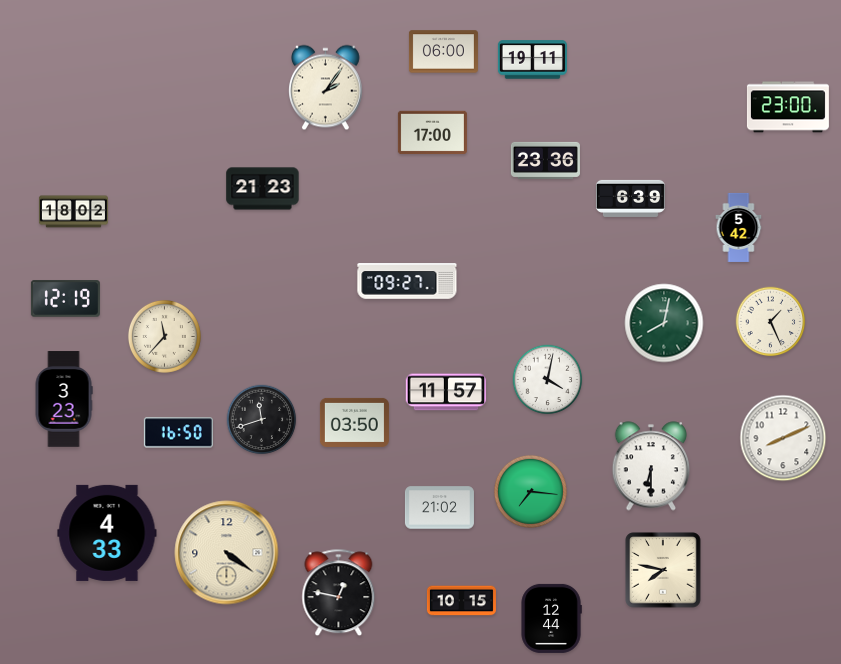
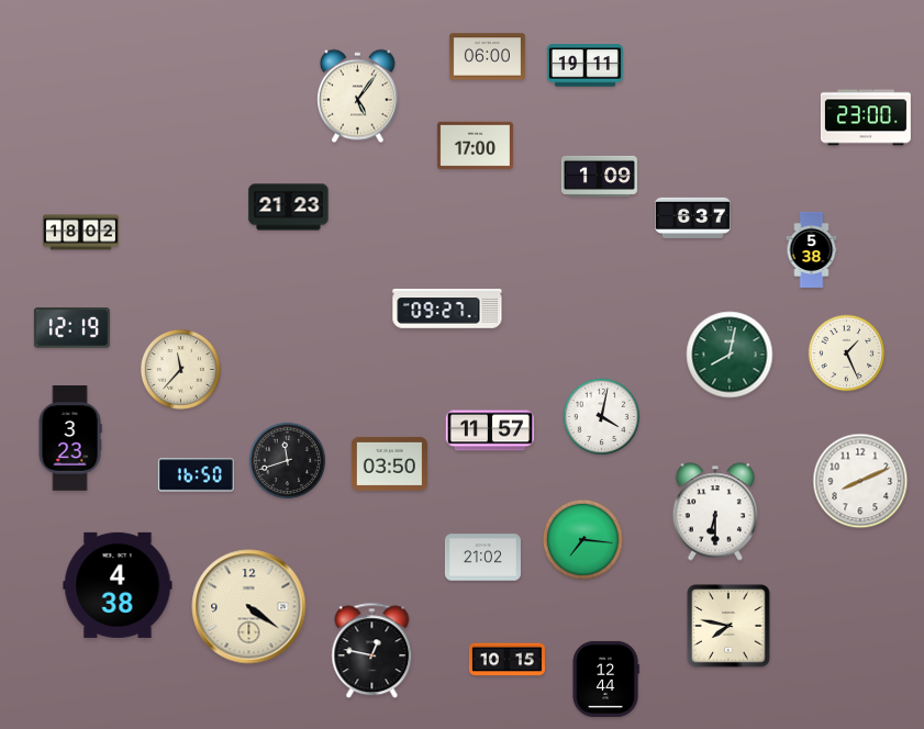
clock at (326, 88): 2:06 -> 5:06
clock at (545, 160): 23:36 -> 1:09
clock at (630, 198): 6:39 -> 6:37
clock at (739, 227): 5:42 -> 5:38
clock at (107, 533): 4:33 -> 4:38
